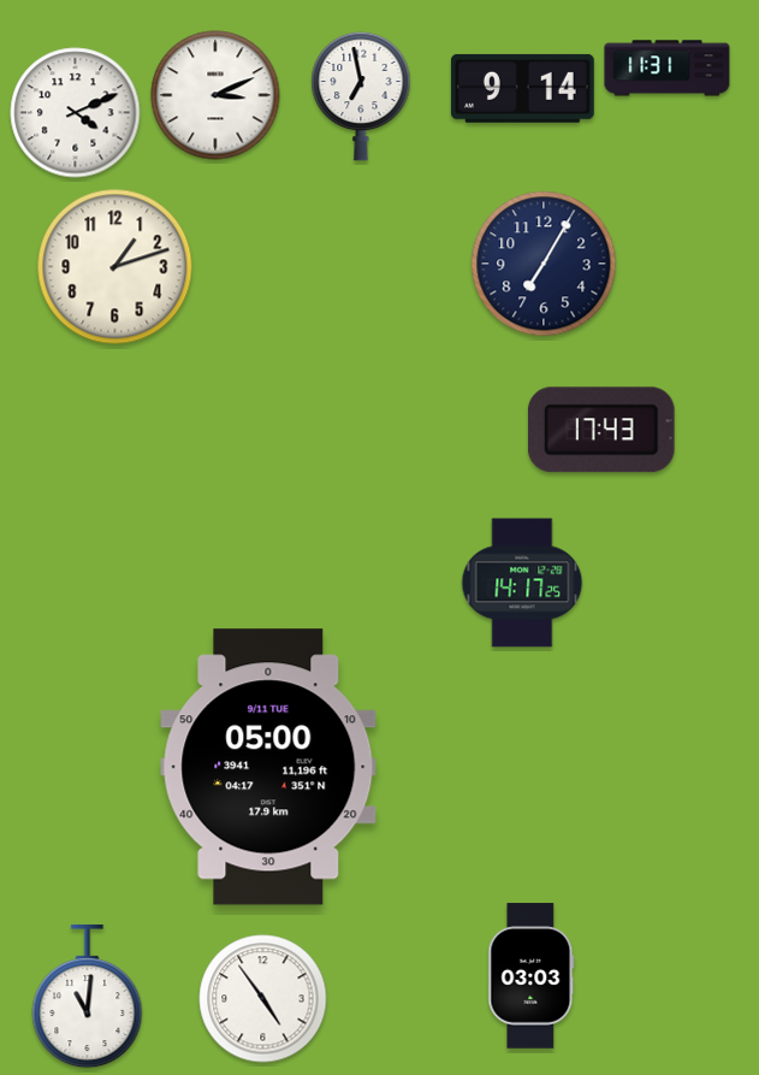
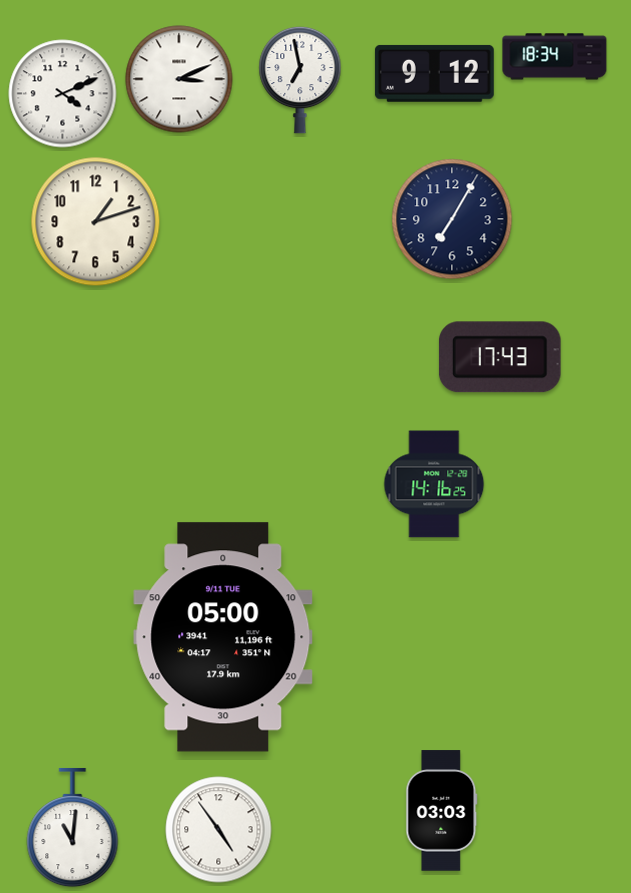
clock at (668, 69): 11:31 -> 18:34
clock at (522, 88): 9:14 -> 9:12
clock at (522, 583): 14:17 -> 14:16
